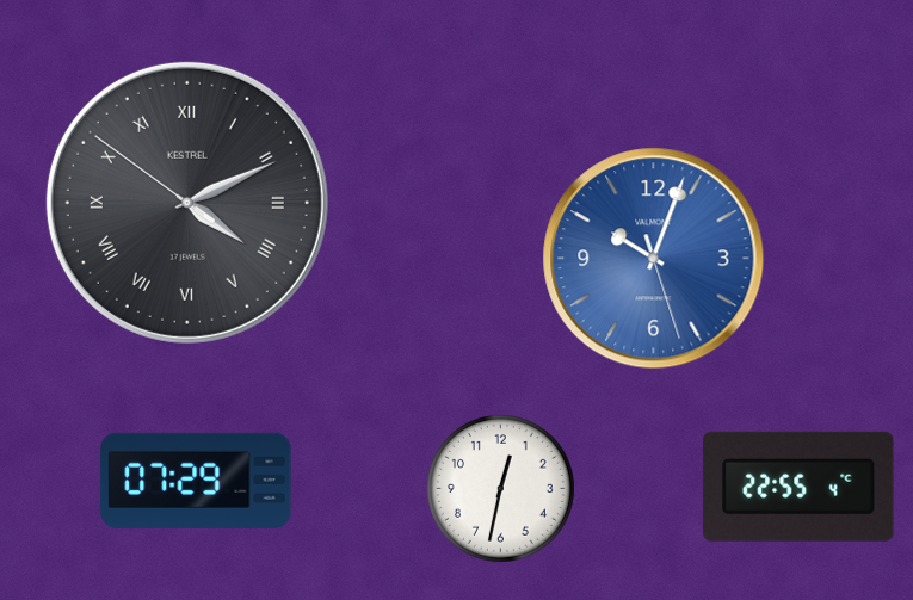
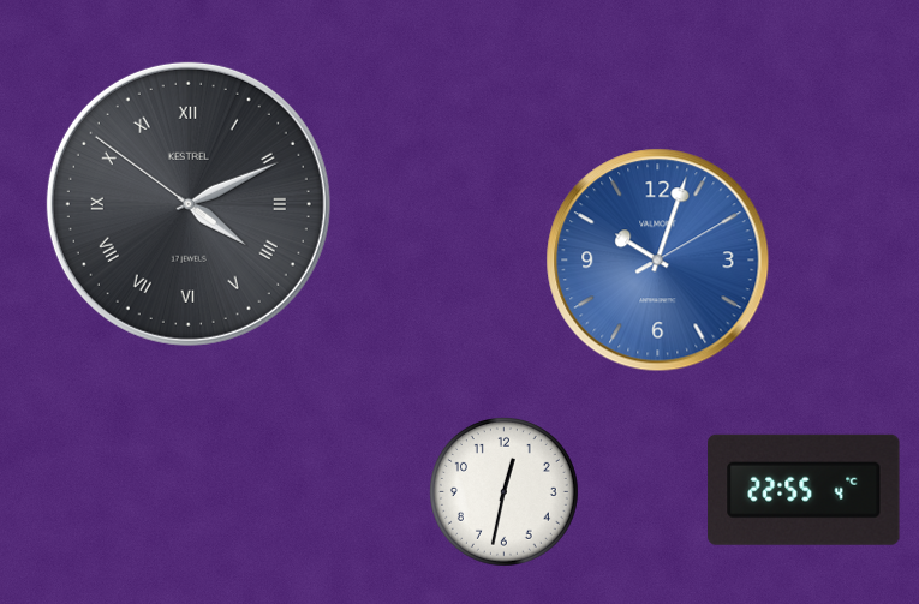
clock at (654, 259): 10:03:27 -> 10:03:10
clock at (196, 481): 07:29 -> none
